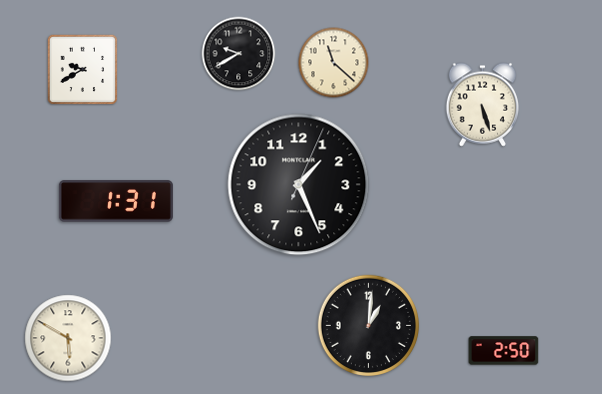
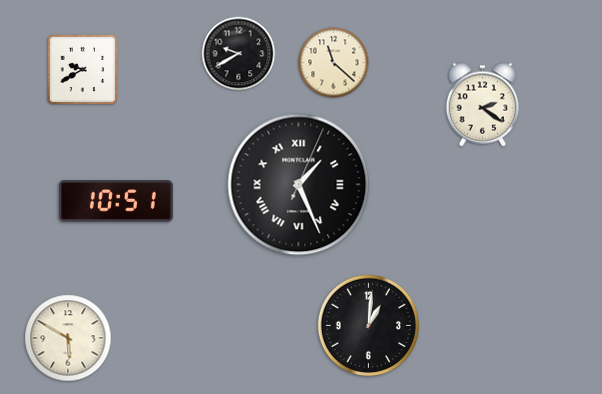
clock at (483, 105): 5:27 -> 2:21
clock at (299, 185) numerals: Arabic -> Roman
clock at (116, 201): 1:31 -> 10:51
clock at (504, 351): 2:50 -> none
